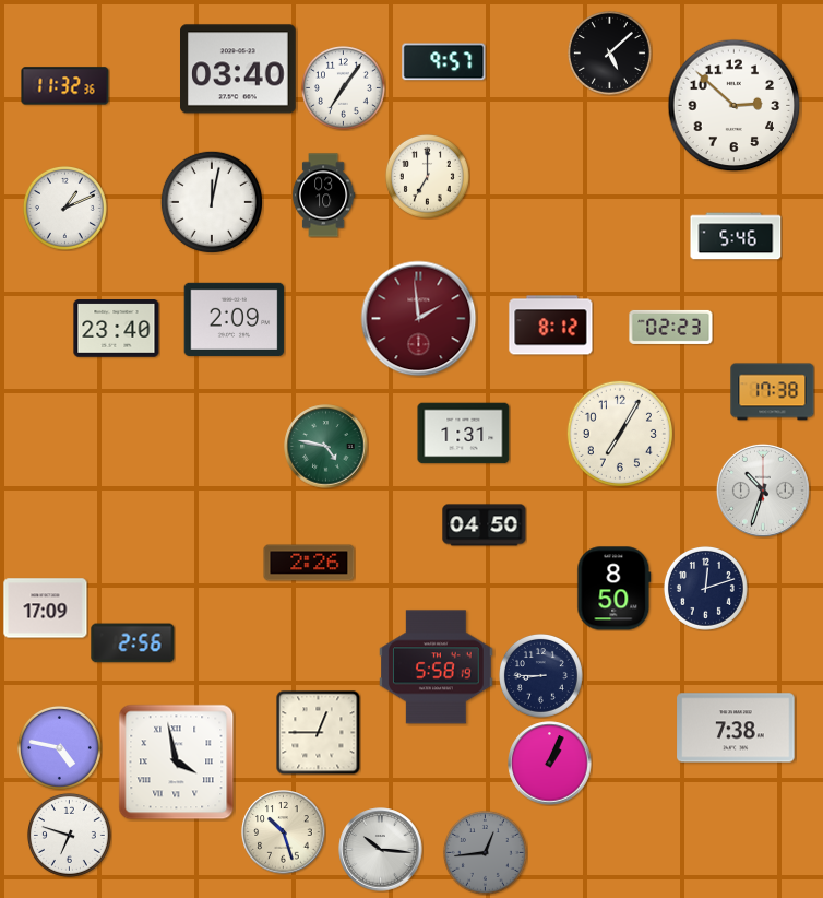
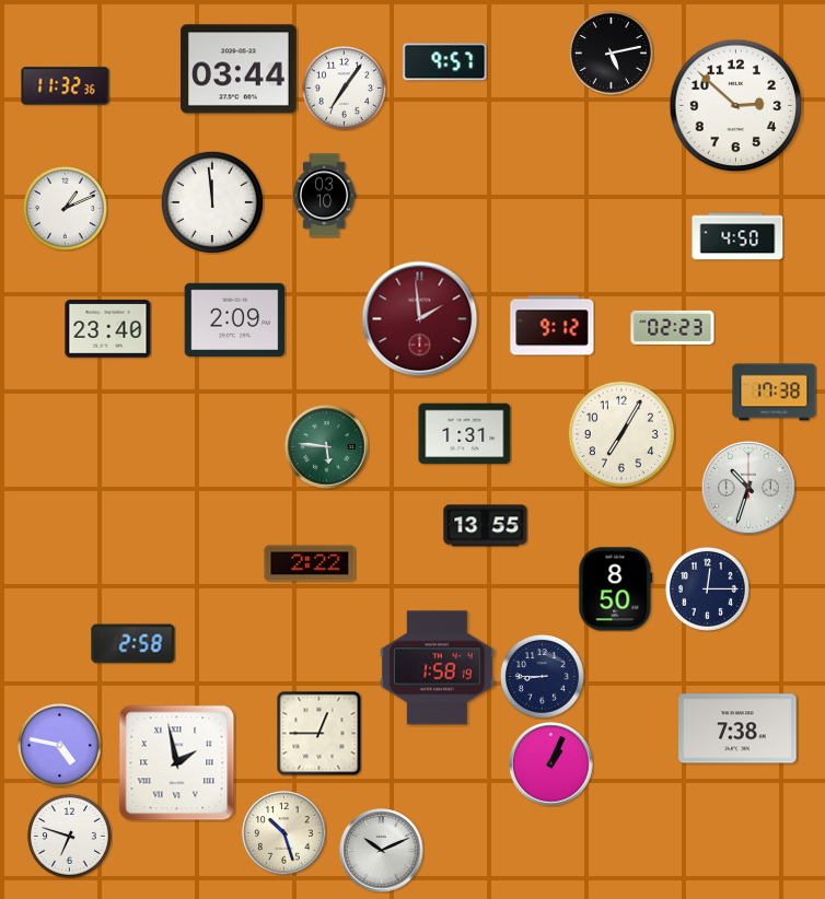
clock at (609, 52): 5:08 -> 5:13
clock at (238, 69): 03:40 -> 03:44
clock at (427, 176): 7:00 -> none
clock at (212, 202): 12:02 -> 11:59
clock at (736, 236): 5:46 -> 4:50
clock at (551, 326): 8:12 -> 9:12
clock at (117, 329) position: (117, 329) -> (108, 329)
clock at (326, 447): 4:47 -> 5:46
clock at (763, 491) position: (763, 491) -> (748, 488)
clock at (485, 525): 04:50 -> 13:55
clock at (309, 563): 2:26 -> 2:22
clock at (705, 588): 12:12 -> 12:15
clock at (46, 608): 17:09 -> none
clock at (133, 643): 2:56 -> 2:58
clock at (437, 667): 5:58 -> 1:58
clock at (59, 747) position: (59, 747) -> (59, 745)
clock at (177, 763): 3:58 -> 1:58
clock at (381, 850): 10:16 -> 10:11
clock at (485, 852): 12:44 -> none
